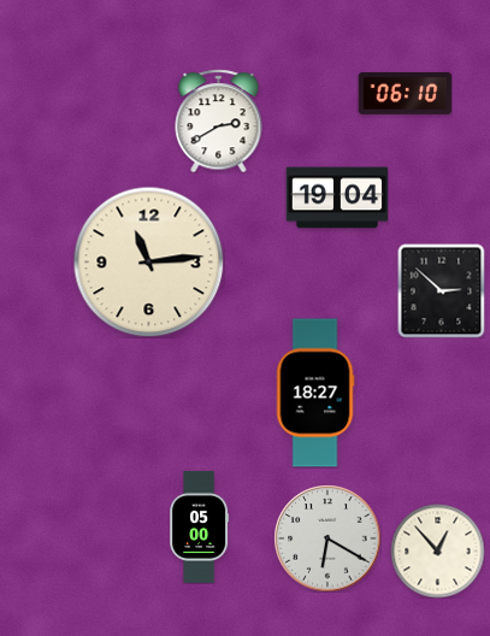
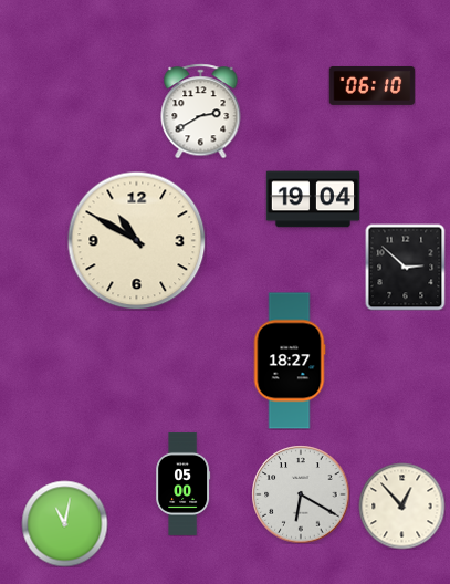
clock at (337, 198) position: (337, 198) -> (313, 199)
clock at (148, 261): 11:14 -> 10:50
clock at (64, 523): none -> 11:02
